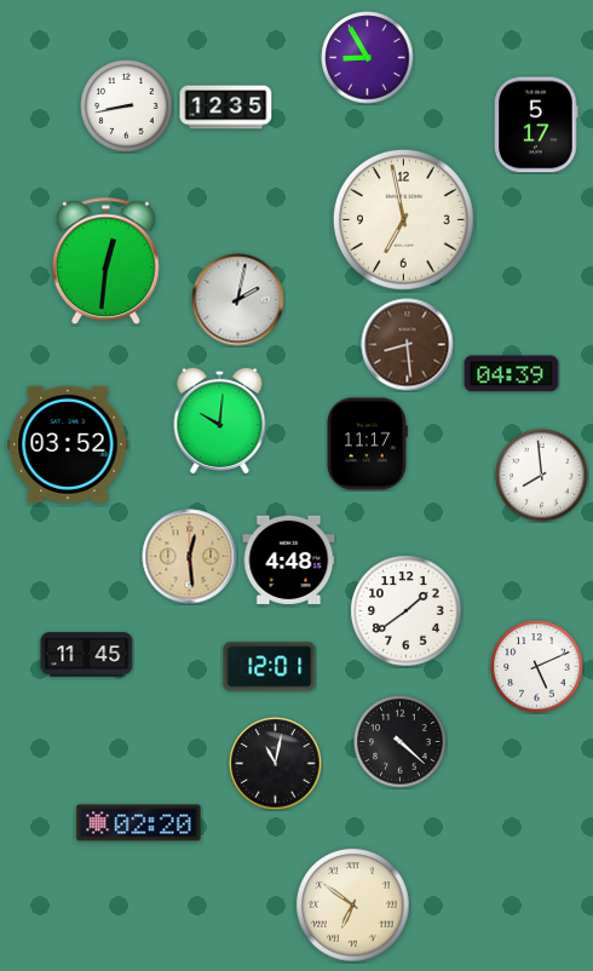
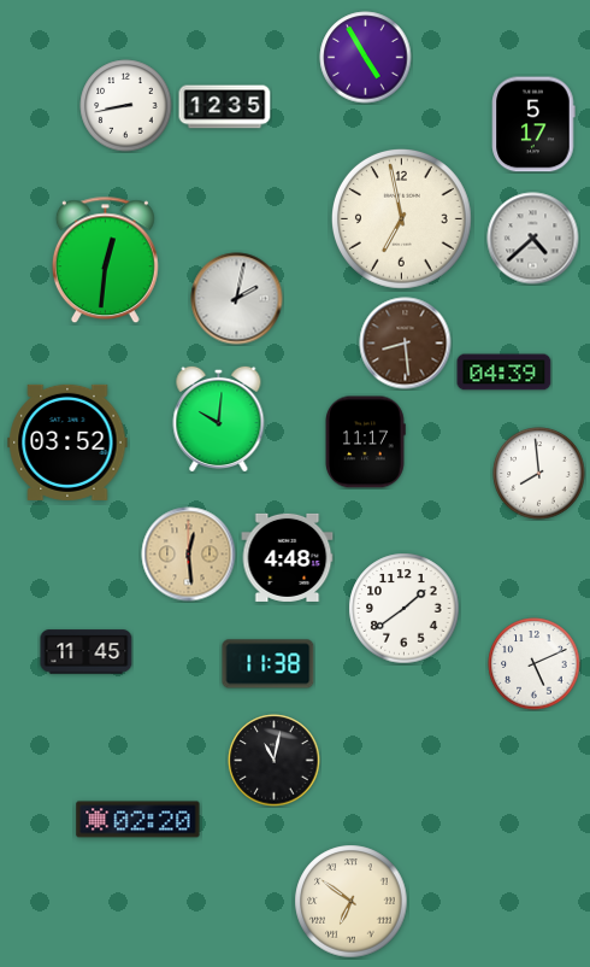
clock at (368, 58): 8:55 -> 4:55
clock at (533, 239): none -> 4:38
clock at (512, 374) position: (512, 374) -> (505, 373)
clock at (270, 667): 12:01 -> 11:38
clock at (401, 742): 4:22 -> none
